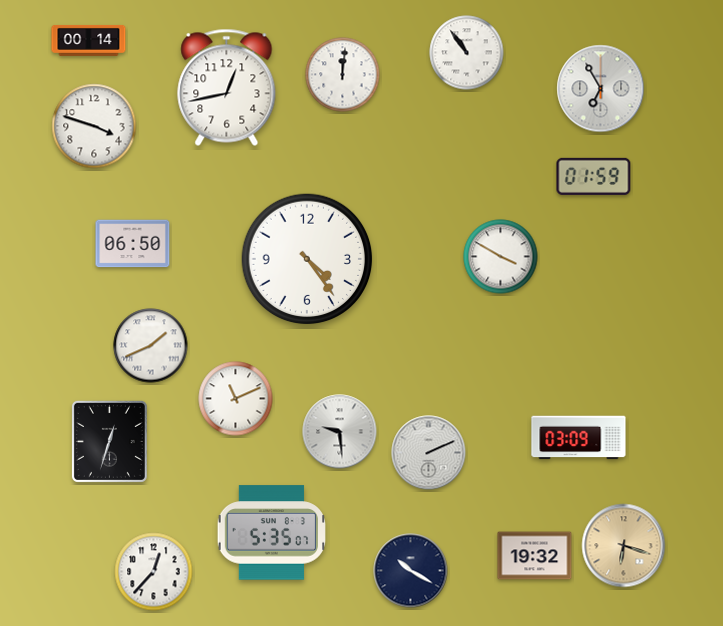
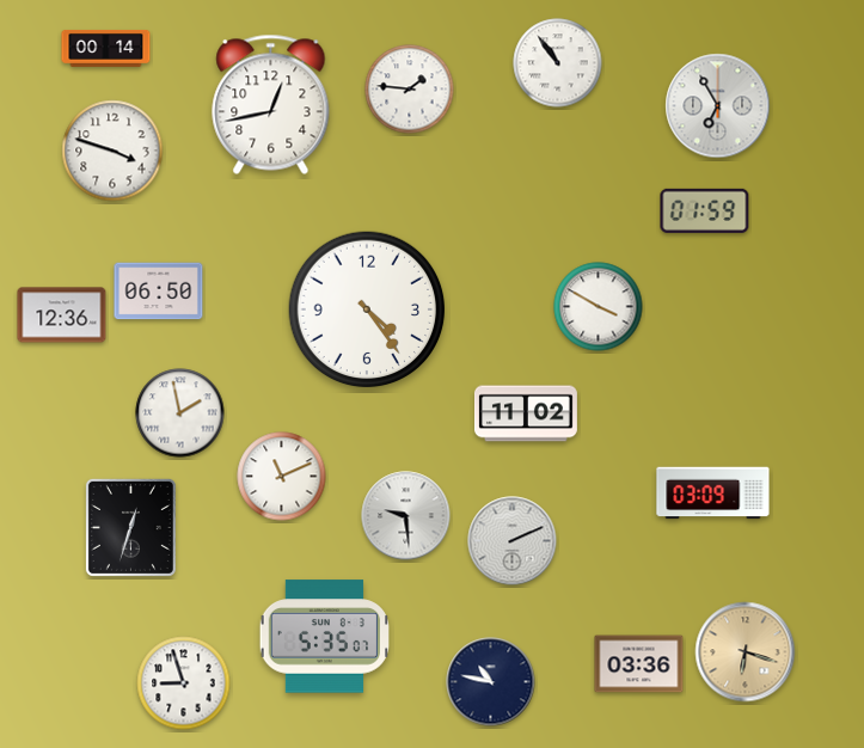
clock at (343, 75): 12:01 -> 1:46
clock at (594, 176) position: (594, 176) -> (705, 210)
clock at (62, 315): none -> 12:36
clock at (151, 346): 1:41 -> 1:58
clock at (526, 413): none -> 11:02
clock at (579, 438) position: (579, 438) -> (713, 493)
clock at (535, 556): 19:32 -> 03:36
clock at (411, 571): 10:20 -> 10:47
clock at (154, 572): 12:37 -> 8:57
